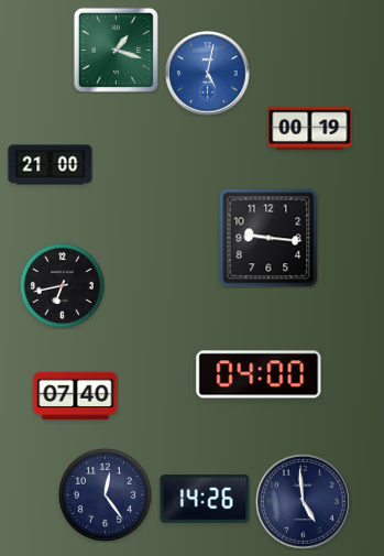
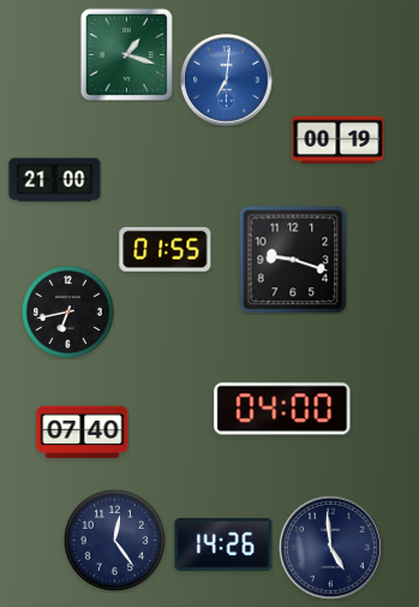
clock at (208, 74): 5:02 -> 7:01
clock at (166, 249): none -> 01:55
clock at (268, 238): 9:16 -> 9:18
